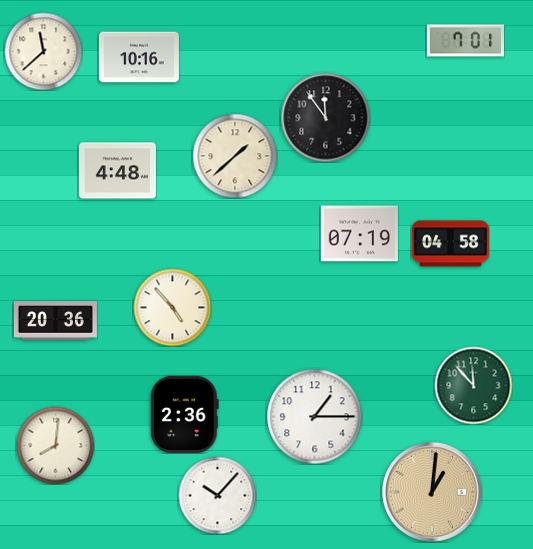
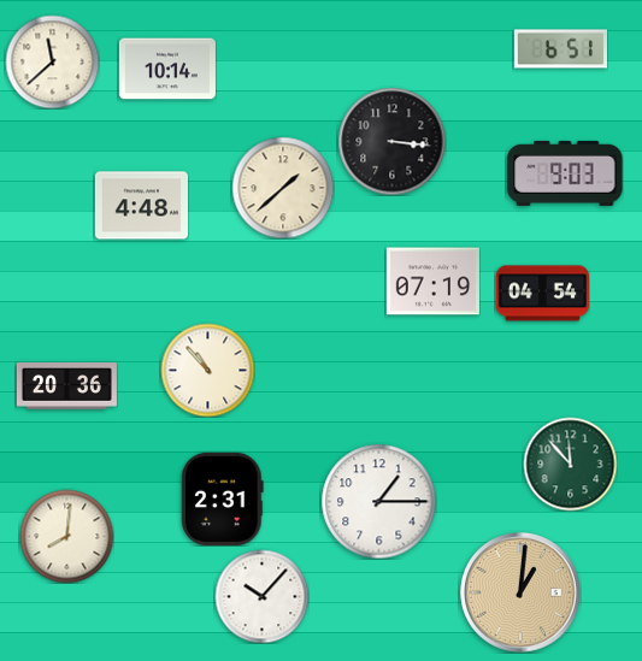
clock at (465, 41): 7:01 -> 6:51
clock at (139, 57): 10:16 -> 10:14
clock at (325, 117): 11:54 -> 3:16
clock at (565, 173): none -> 9:03
clock at (450, 244): 04:58 -> 04:54
clock at (172, 307): 4:53 -> 10:53
clock at (185, 414): 2:36 -> 2:31
